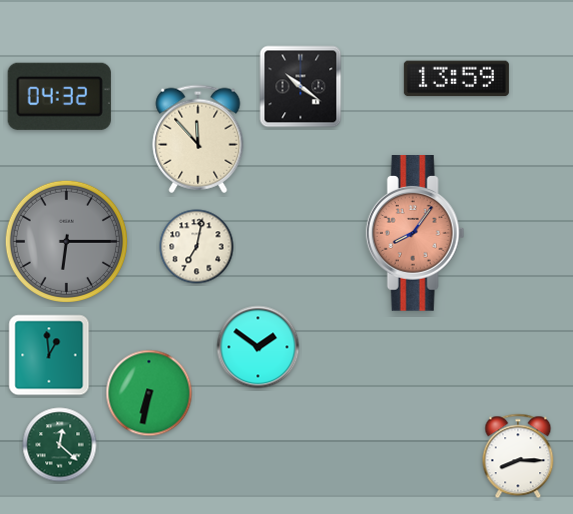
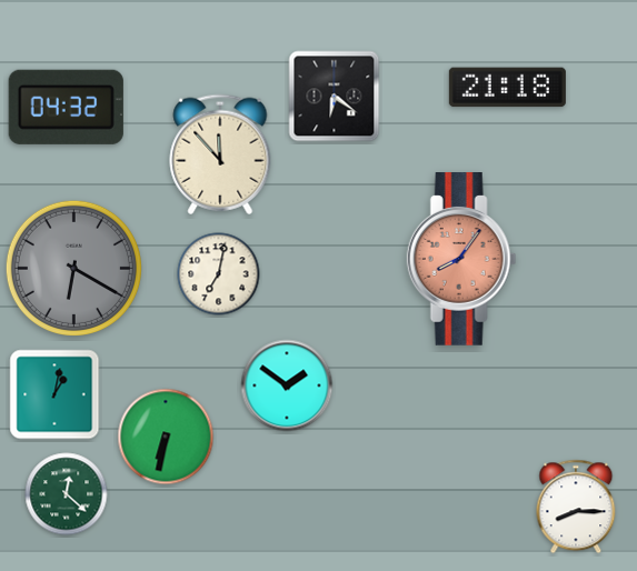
clock at (456, 79): 13:59 -> 21:18
clock at (301, 87): 10:21 -> 6:21
clock at (66, 241): 6:15 -> 6:20
clock at (49, 355): 12:59 -> 1:02
